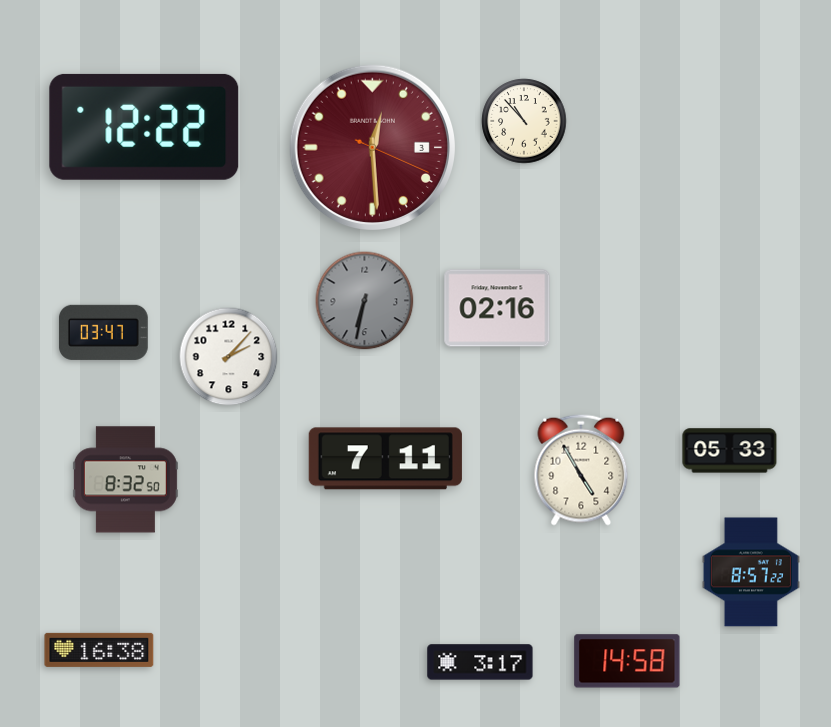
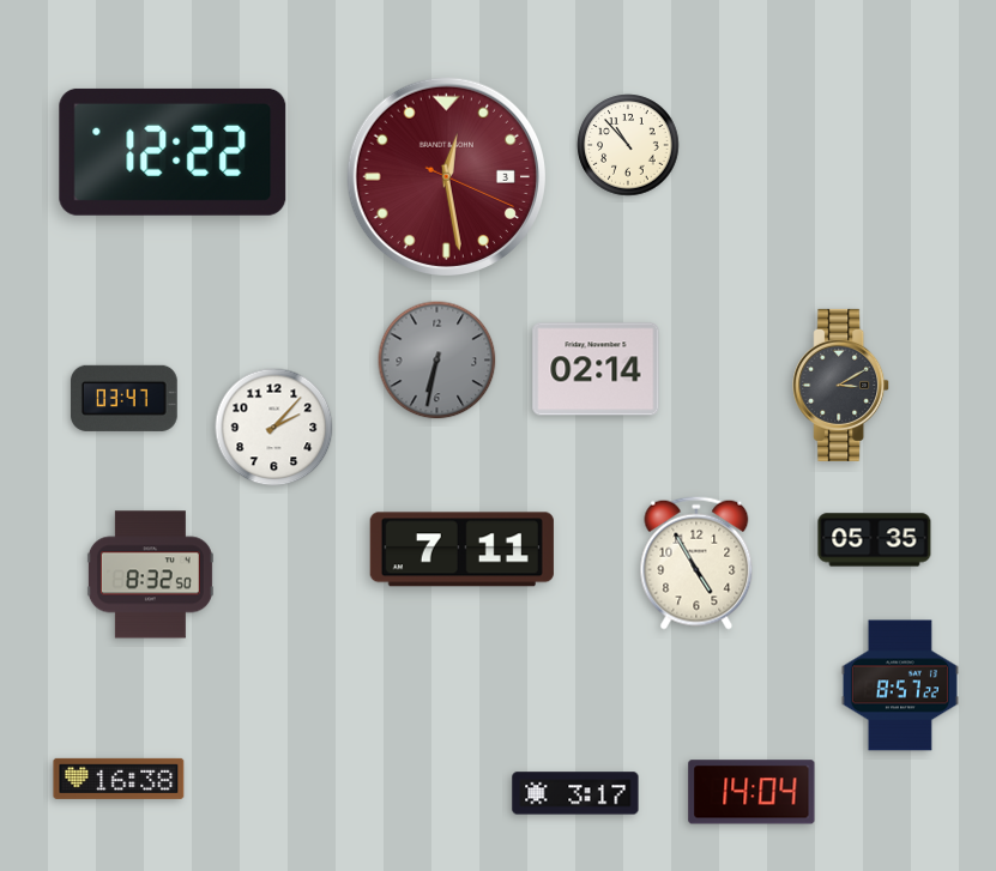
clock at (372, 147): 12:29 -> 12:28
clock at (497, 308): 02:16 -> 02:14
clock at (841, 385): none -> 3:10
clock at (730, 451): 05:33 -> 05:35
clock at (627, 661): 14:58 -> 14:04
